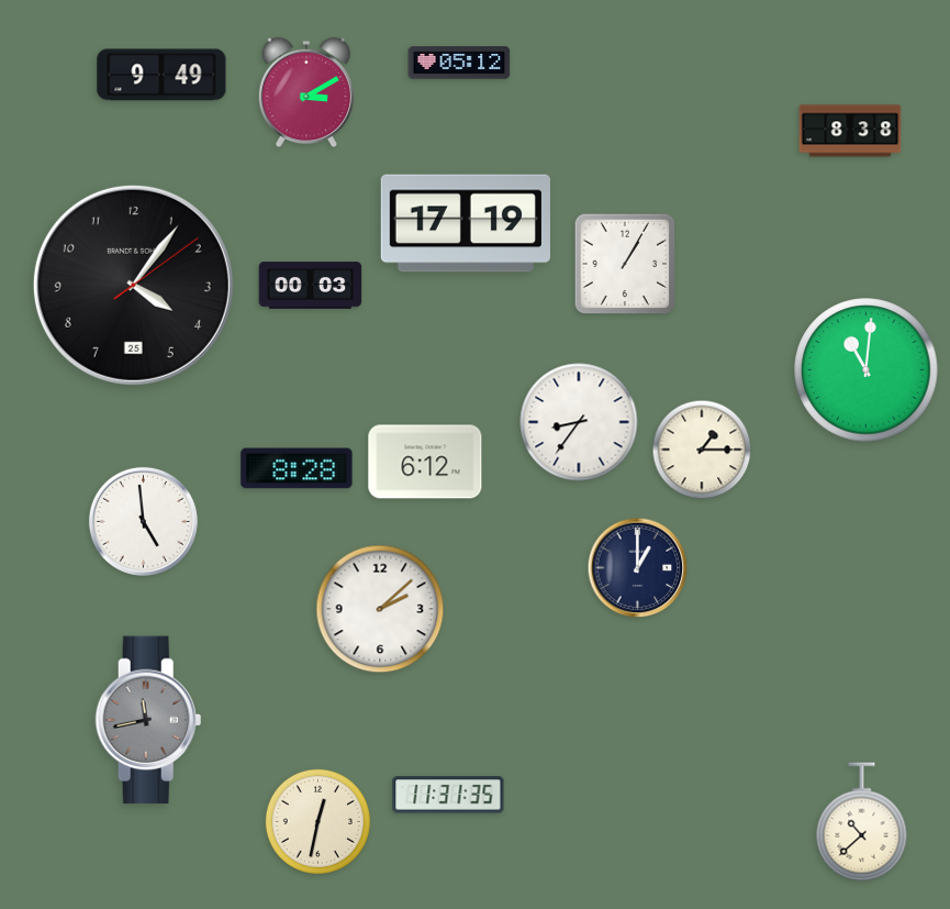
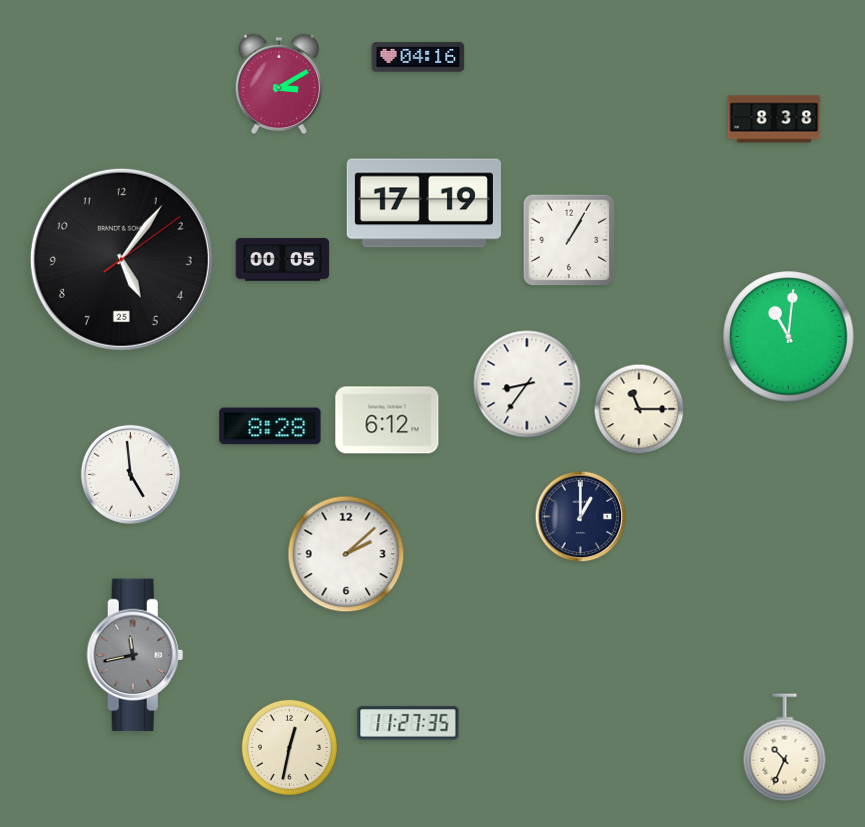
clock at (459, 63): 05:12 -> 04:16
clock at (161, 75): 9:49 -> none
clock at (133, 285): 4:06 -> 5:06
clock at (311, 286): 00:03 -> 00:05
clock at (702, 450): 1:15 -> 11:15
clock at (448, 795): 11:31 -> 11:27
clock at (862, 822): 10:38 -> 10:34
